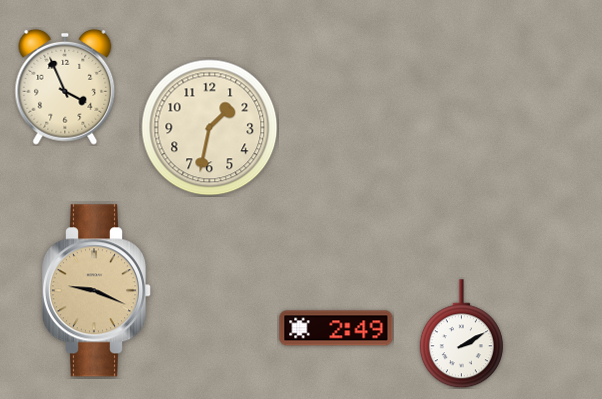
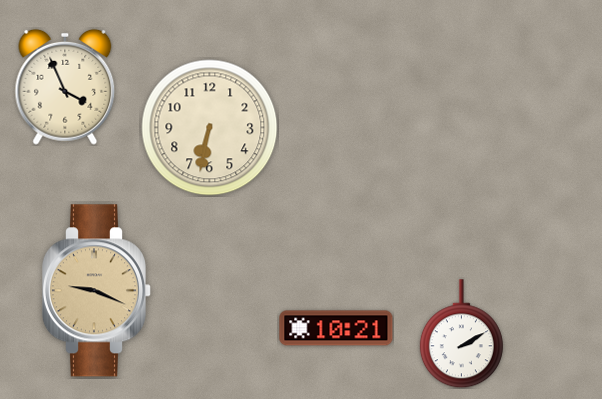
clock at (210, 128): 1:32 -> 6:32
clock at (336, 328): 2:49 -> 10:21
